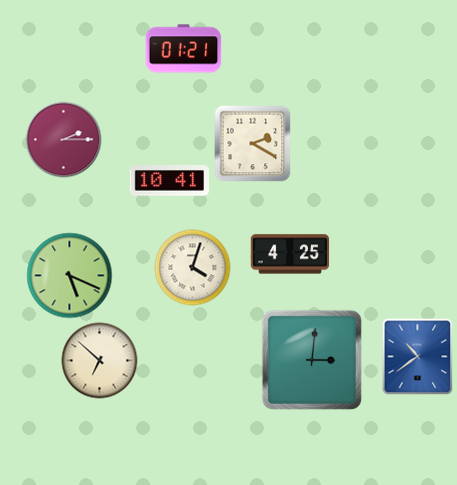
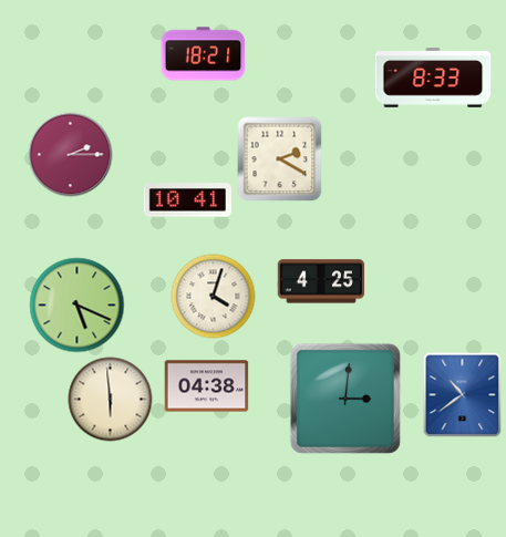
clock at (184, 49): 01:21 -> 18:21
clock at (433, 79): none -> 8:33
clock at (207, 386): none -> 04:38
clock at (100, 361): 6:52 -> 5:59
